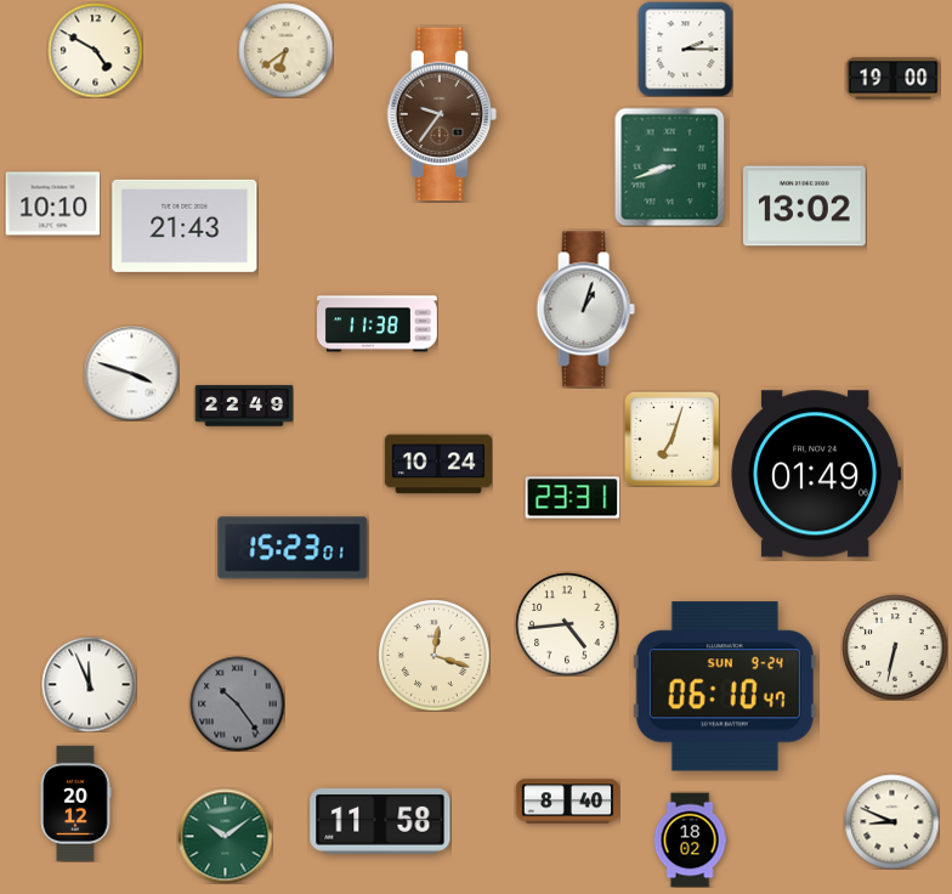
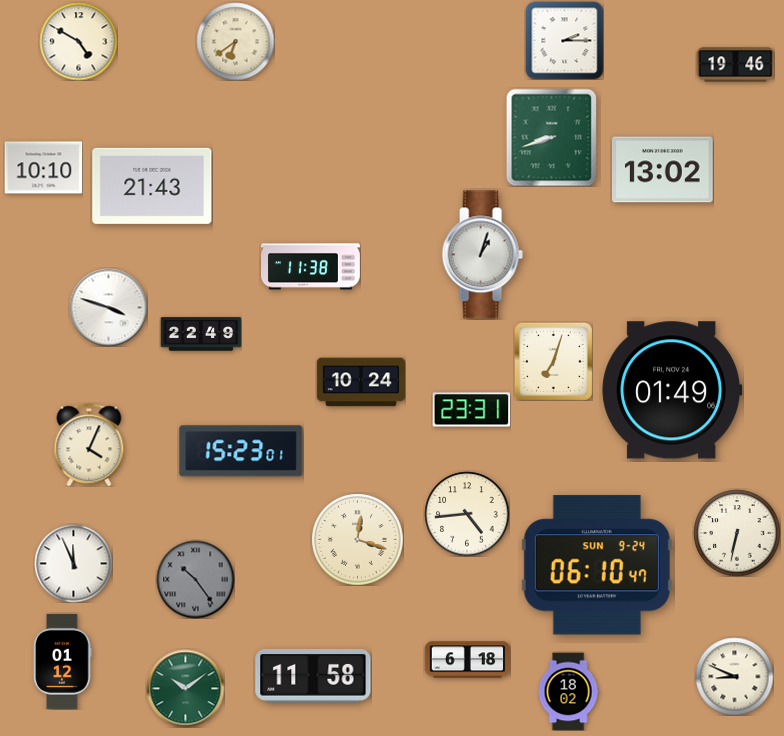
clock at (892, 79): 19:00 -> 19:46
clock at (442, 114): 9:36 -> none
clock at (89, 445): none -> 4:04
clock at (567, 802): 8:40 -> 6:18
clock at (76, 803): 20:12 -> 01:12
